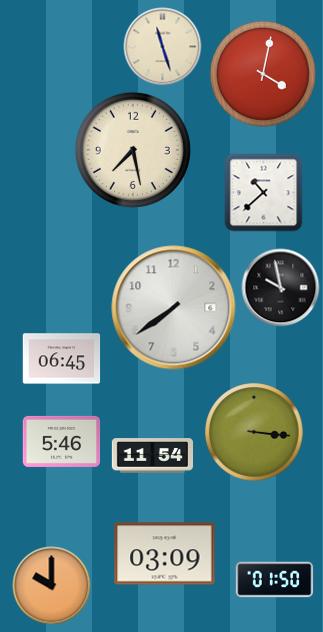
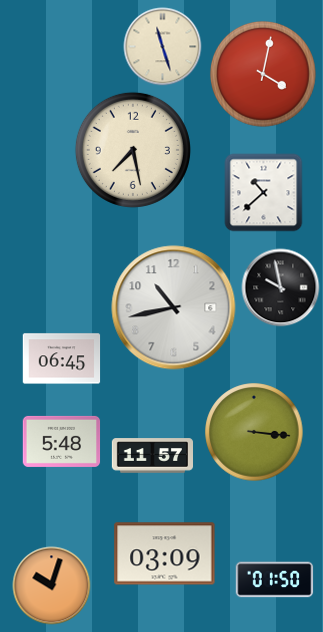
clock at (174, 308): 7:39 -> 10:43
clock at (61, 441): 5:46 -> 5:48
clock at (152, 456): 11:54 -> 11:57
clock at (51, 585): 10:00 -> 10:03
